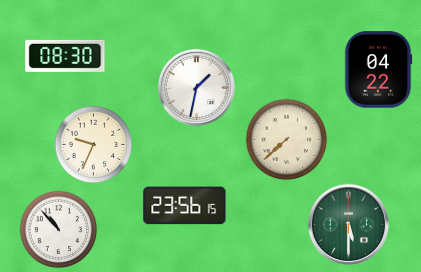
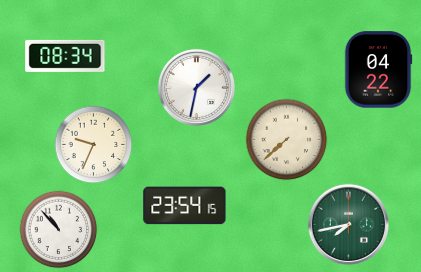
clock at (65, 56): 08:30 -> 08:34
clock at (185, 206): 23:56 -> 23:54
clock at (348, 224): 5:30 -> 7:43
